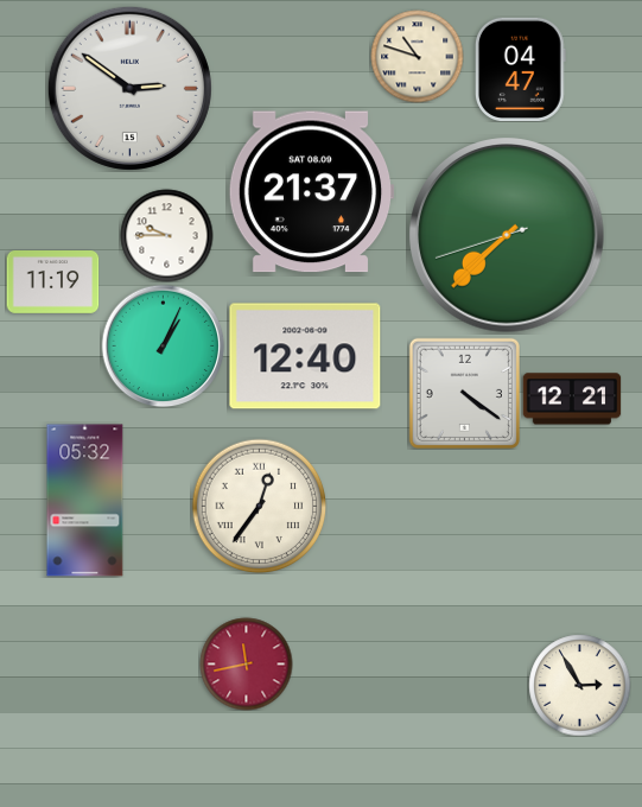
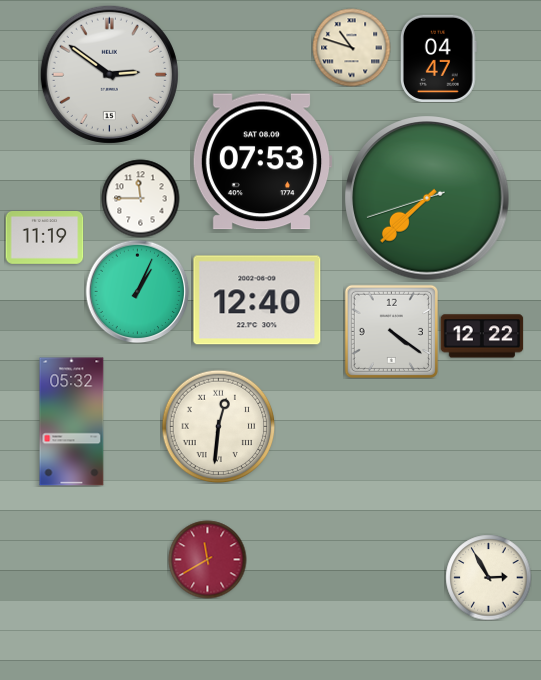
clock at (311, 192): 21:37 -> 07:53
clock at (166, 235): 9:45 -> 11:45
clock at (572, 399): 12:21 -> 12:22
clock at (259, 506): 12:36 -> 12:31
clock at (246, 663): 11:43 -> 11:40
